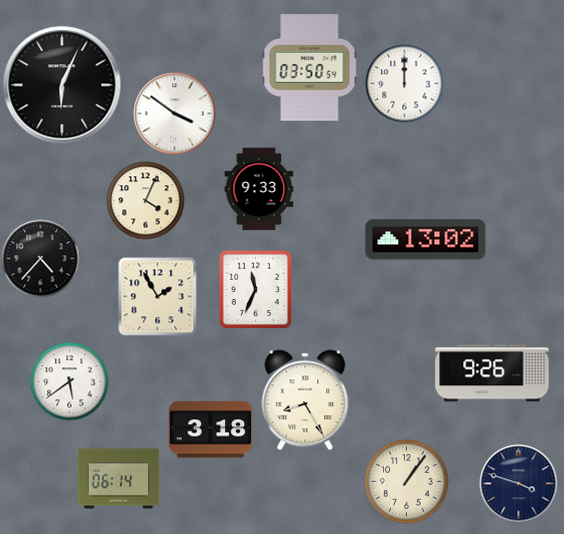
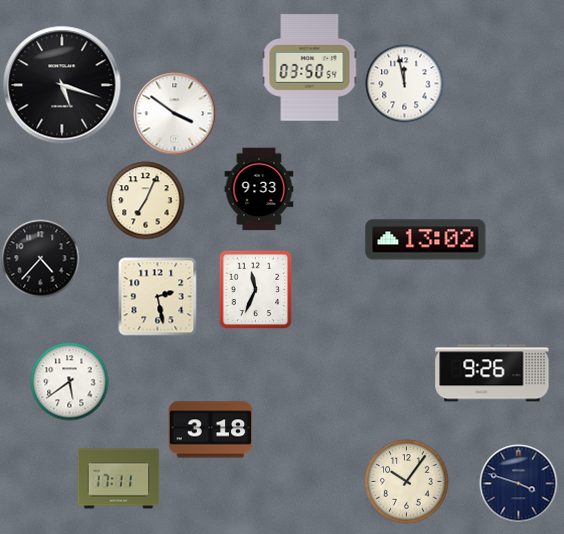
clock at (404, 83): 12:00 -> 11:58
clock at (62, 85): 6:04 -> 5:18
clock at (145, 200): 4:04 -> 7:04
clock at (157, 296): 1:55 -> 2:28
clock at (305, 400): 8:25 -> none
clock at (118, 479): 06:14 -> 17:11
clock at (406, 481): 1:06 -> 10:06
